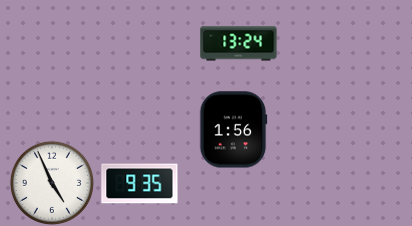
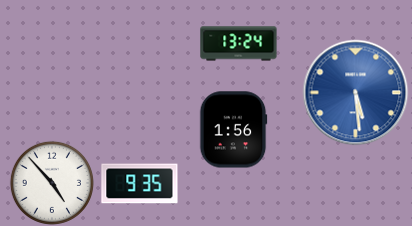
clock at (356, 93): none -> 5:29
clock at (52, 183): 4:56 -> 4:53
